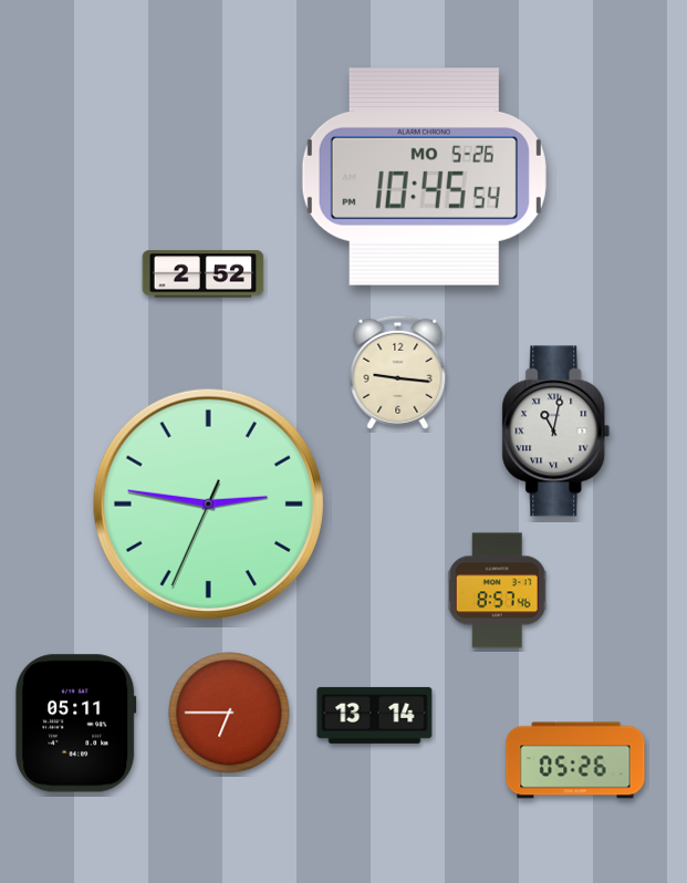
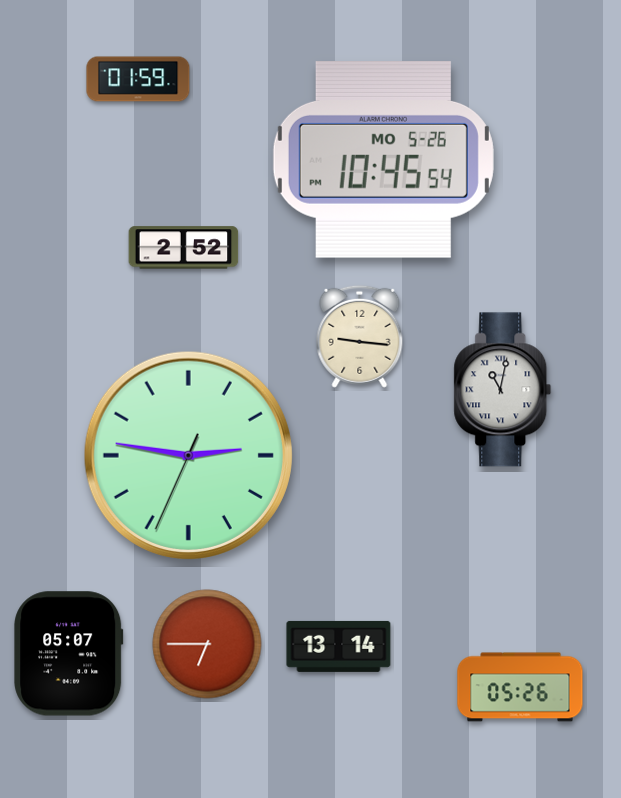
clock at (138, 79): none -> 01:59
clock at (497, 591): 8:57 -> none
clock at (76, 724): 05:11 -> 05:07
